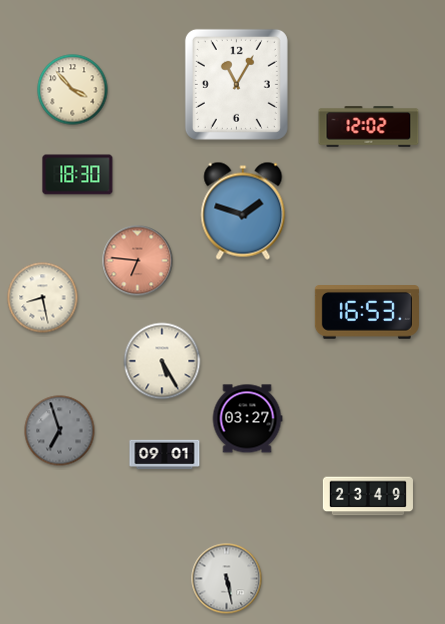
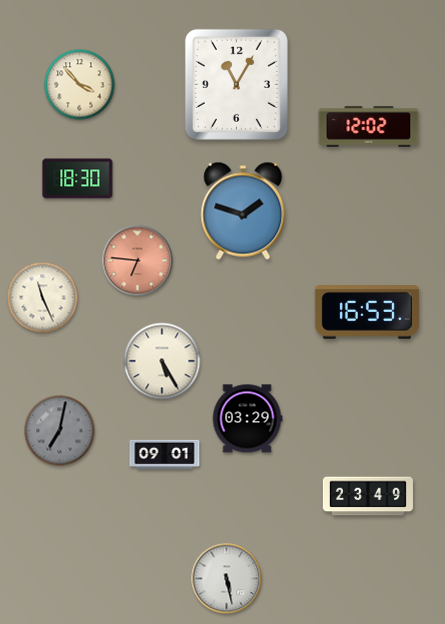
clock at (73, 90) position: (73, 90) -> (80, 85)
clock at (78, 175) position: (78, 175) -> (78, 179)
clock at (43, 298): 8:28 -> 11:26
clock at (247, 419): 03:27 -> 03:29
clock at (60, 431): 6:57 -> 7:02
